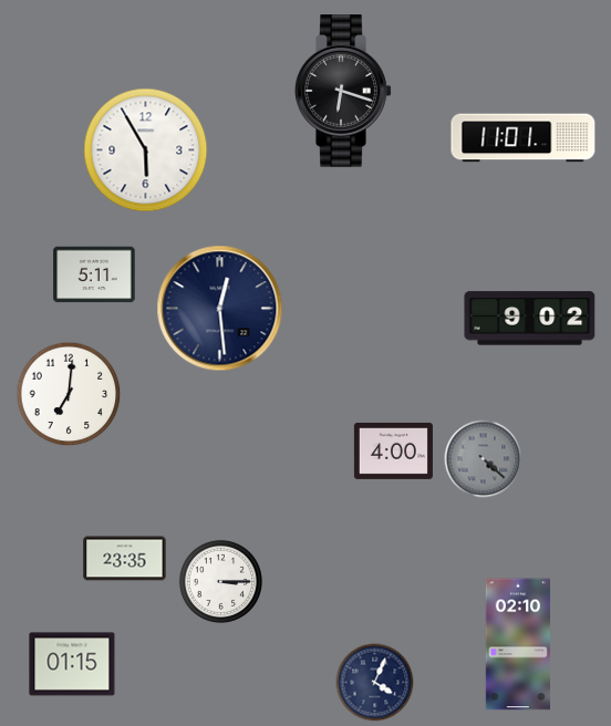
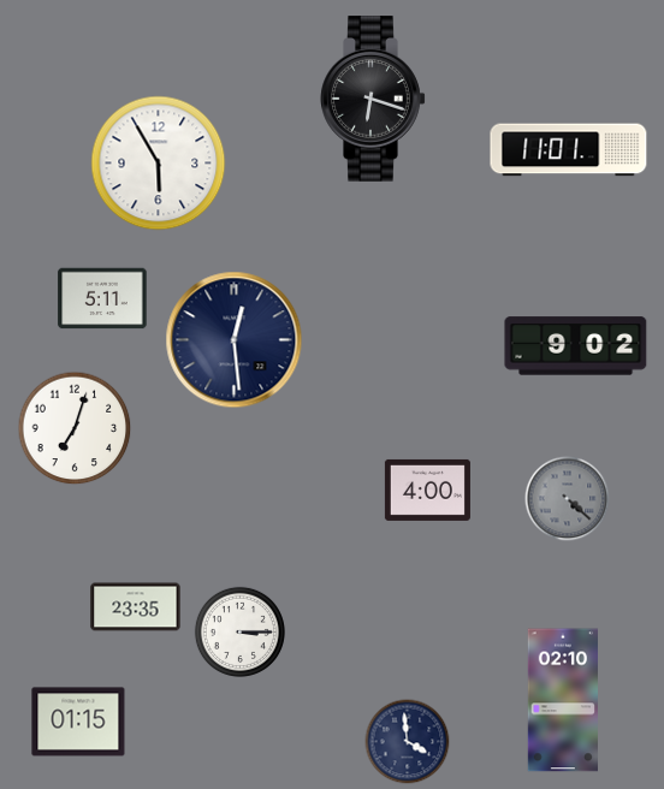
clock at (220, 309) position: (220, 309) -> (235, 340)
clock at (69, 394): 7:01 -> 7:03
clock at (484, 459) position: (484, 459) -> (568, 499)
clock at (375, 683): 4:04 -> 3:59
